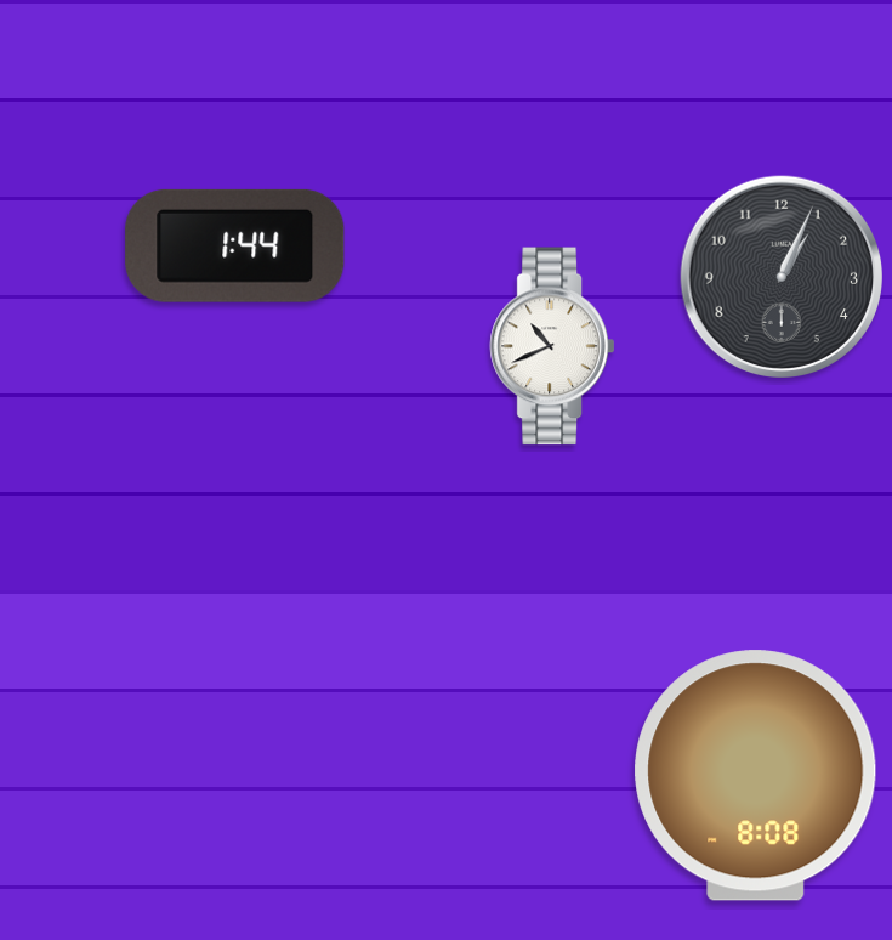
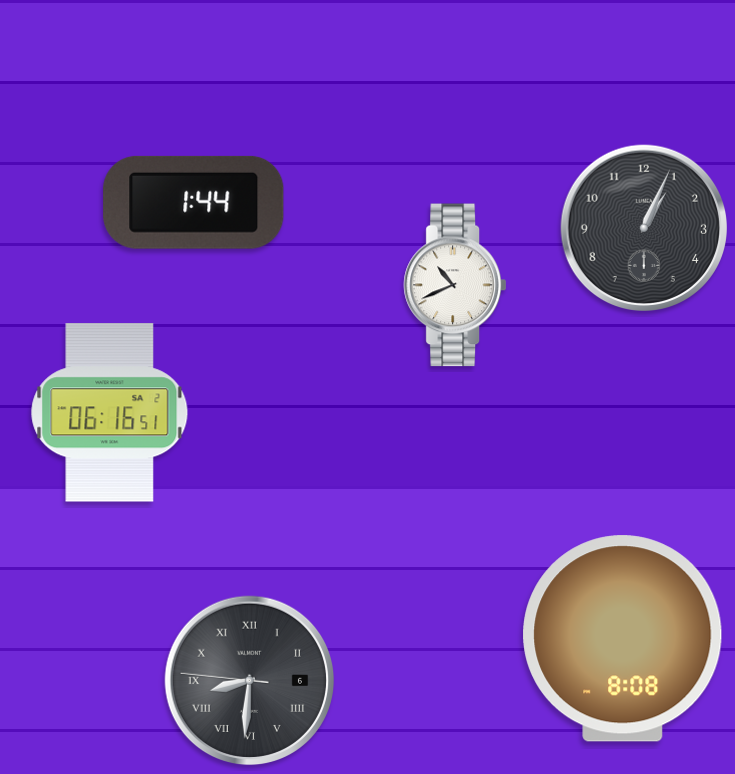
clock at (110, 413): none -> 06:16
clock at (250, 681): none -> 8:30
